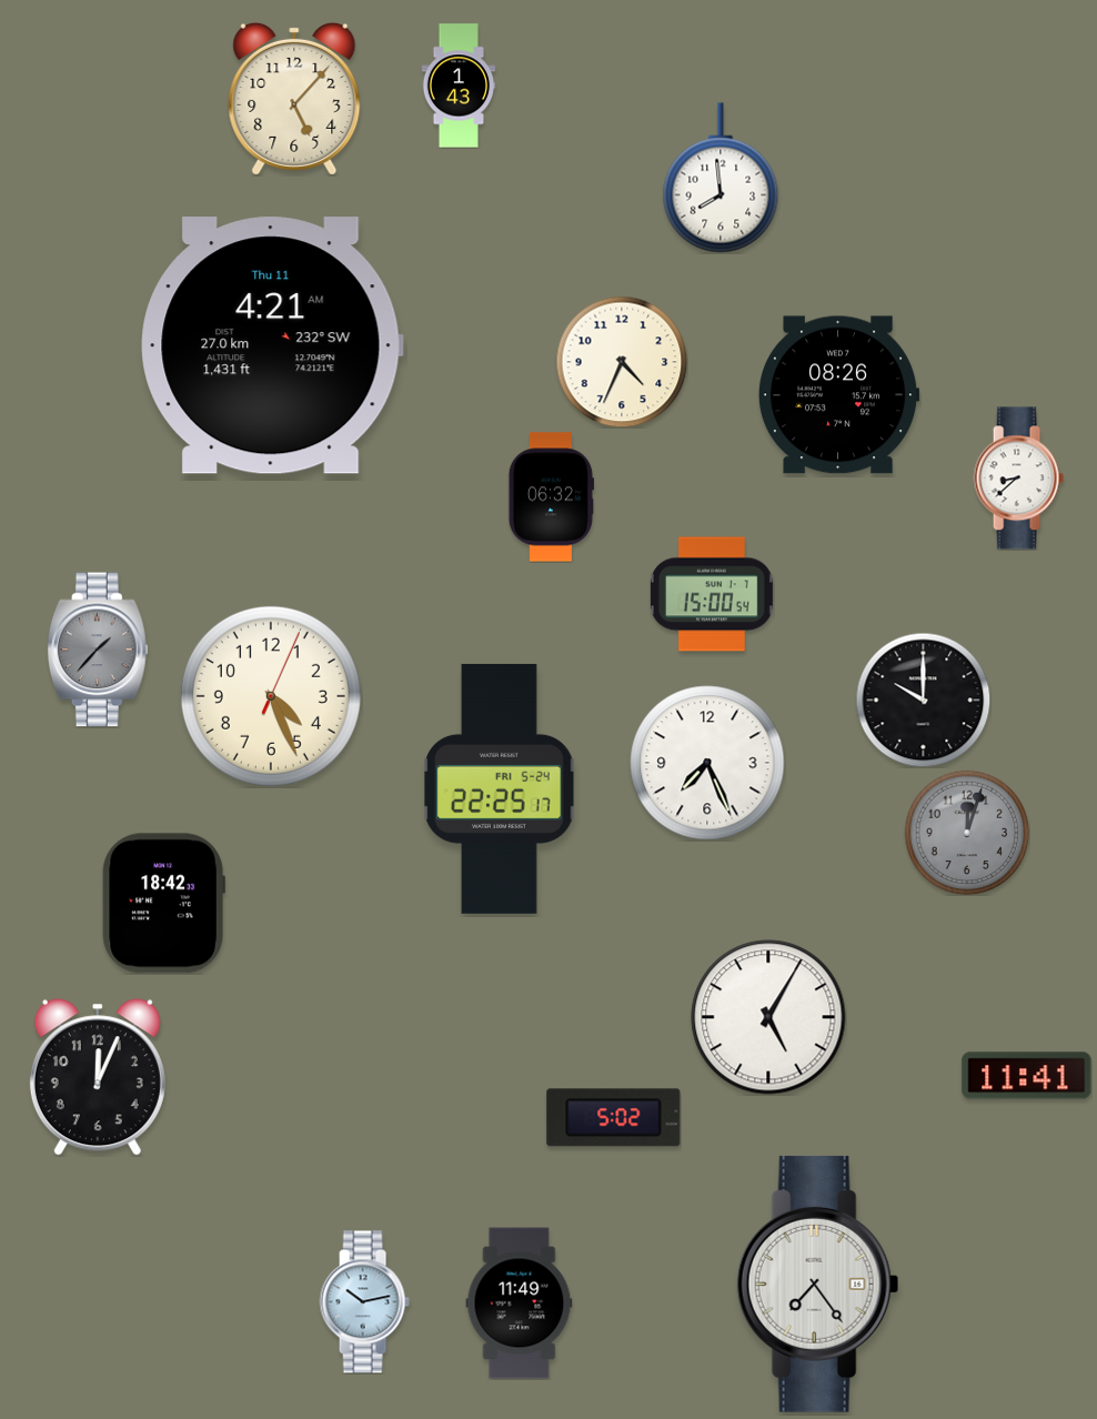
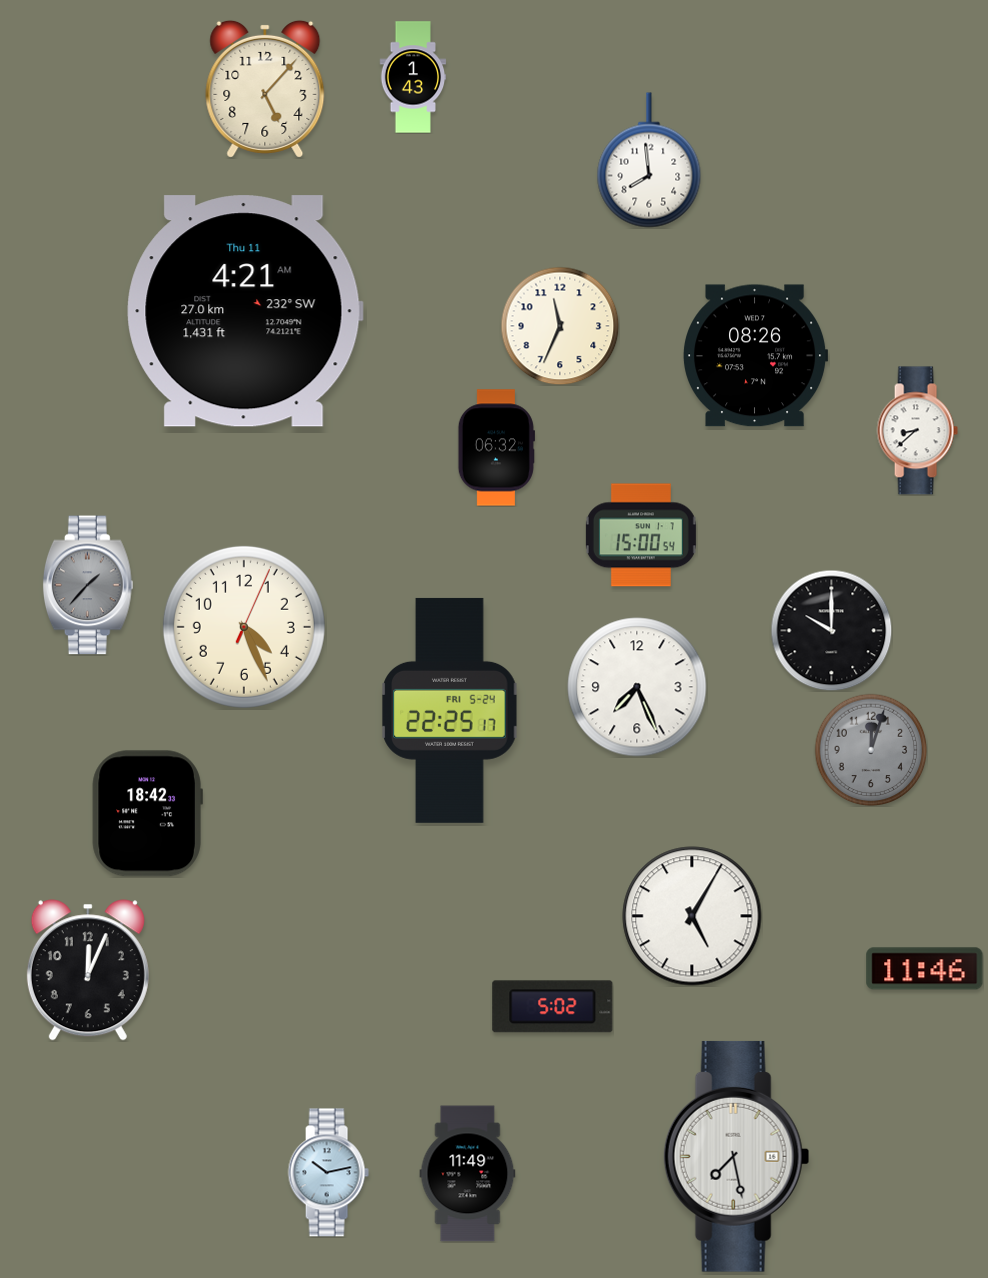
clock at (622, 362): 4:34 -> 11:34
clock at (1027, 1076): 11:41 -> 11:46
clock at (818, 1284): 7:24 -> 7:28
